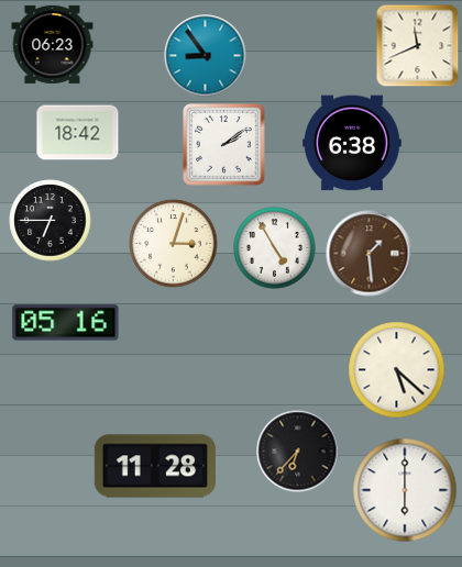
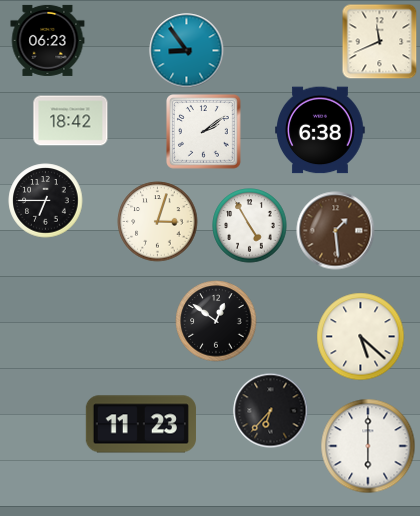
clock at (66, 323): 05:16 -> none
clock at (216, 321): none -> 12:51
clock at (155, 466): 11:28 -> 11:23
